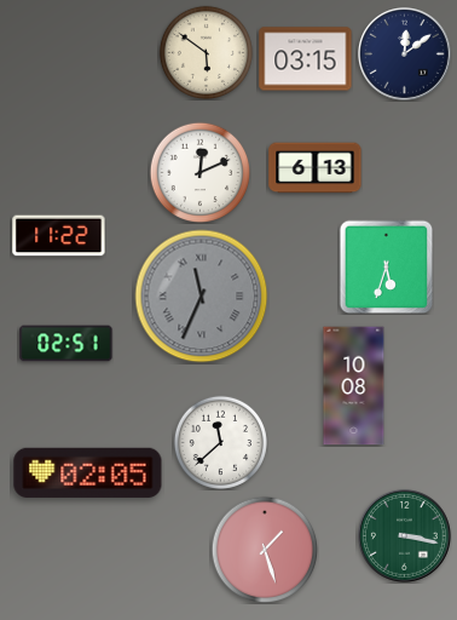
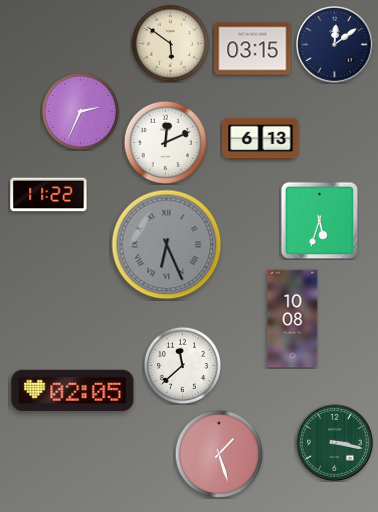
clock at (80, 111): none -> 2:34
clock at (202, 297): 11:34 -> 6:26
clock at (66, 344): 02:51 -> none
